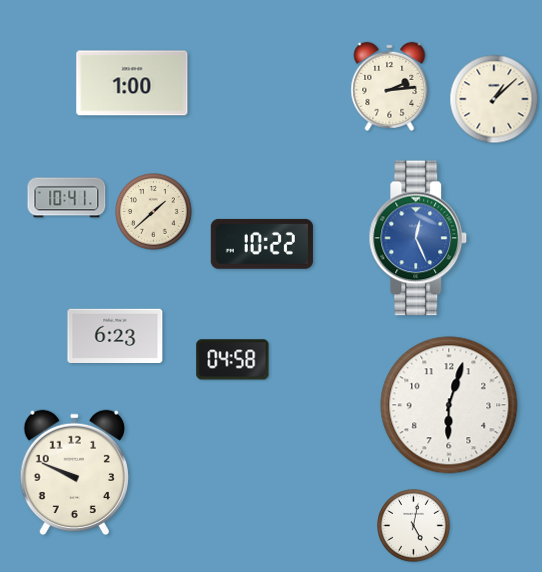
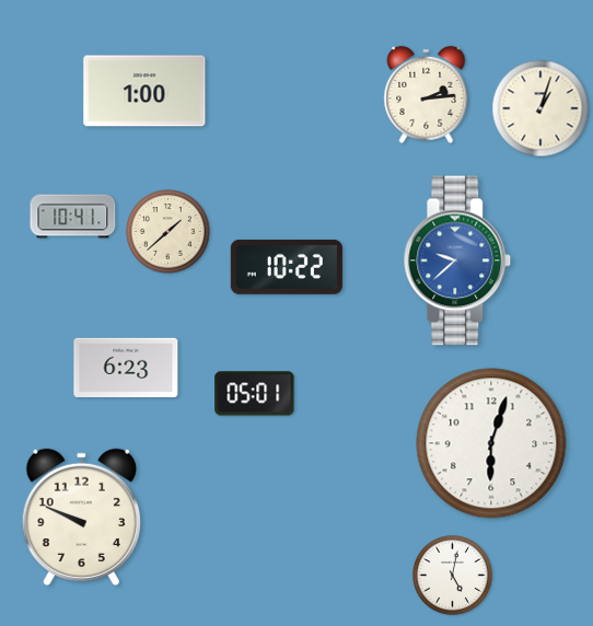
clock at (494, 99): 1:08 -> 1:03
clock at (418, 238): 12:26 -> 9:38
clock at (233, 360): 04:58 -> 05:01
